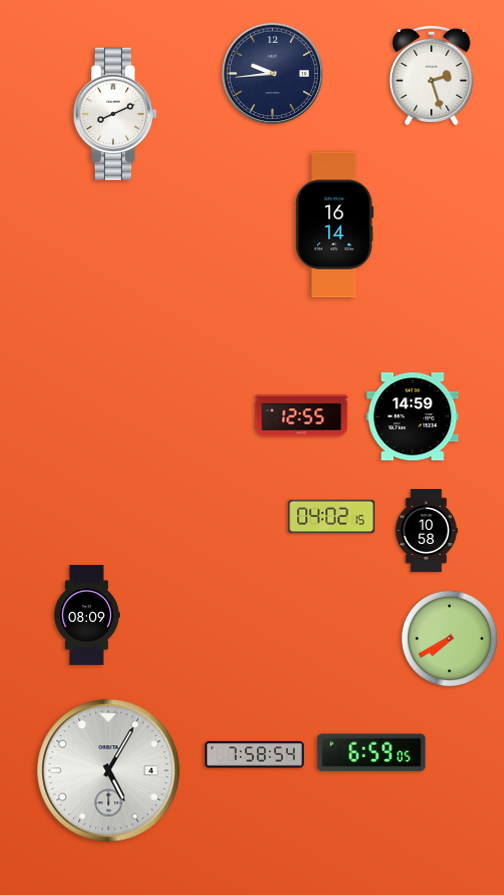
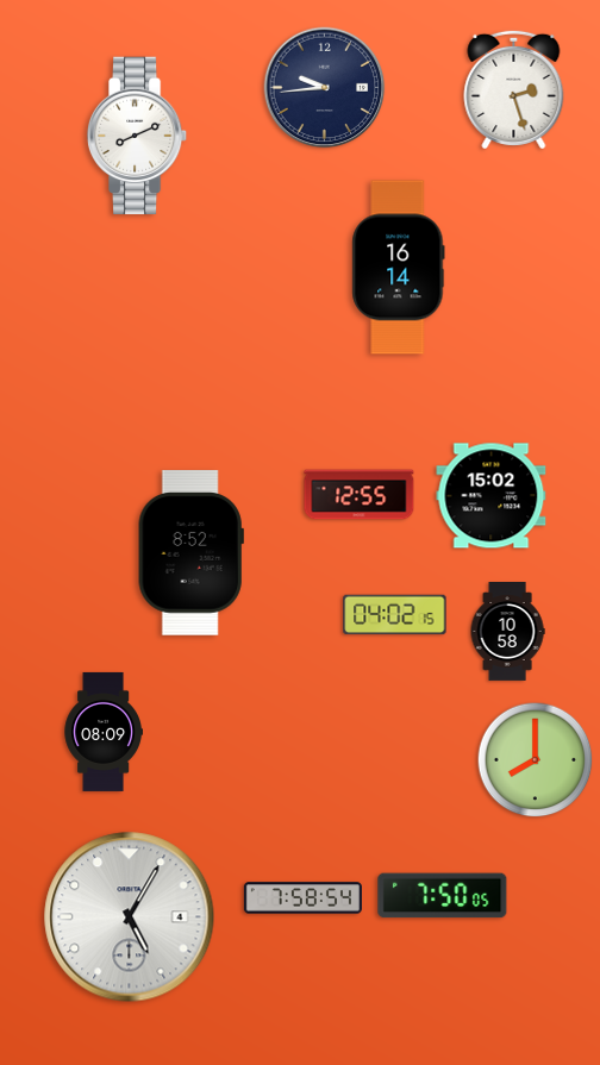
clock at (413, 417): 14:59 -> 15:02
clock at (190, 553): none -> 8:52
clock at (450, 639): 7:40 -> 8:00
clock at (372, 753): 6:59 -> 7:50
